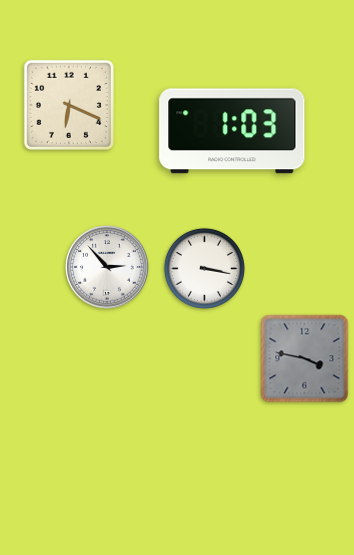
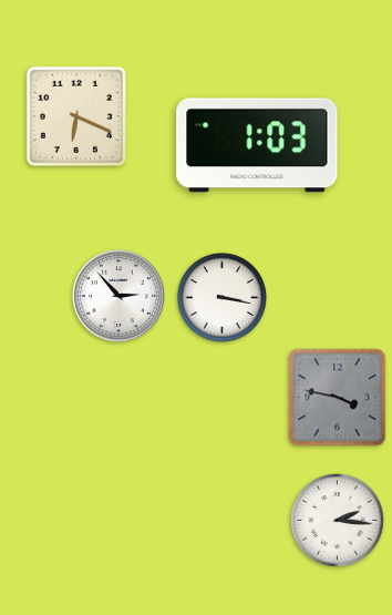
clock at (204, 268) position: (204, 268) -> (221, 297)
clock at (338, 521): none -> 2:16
